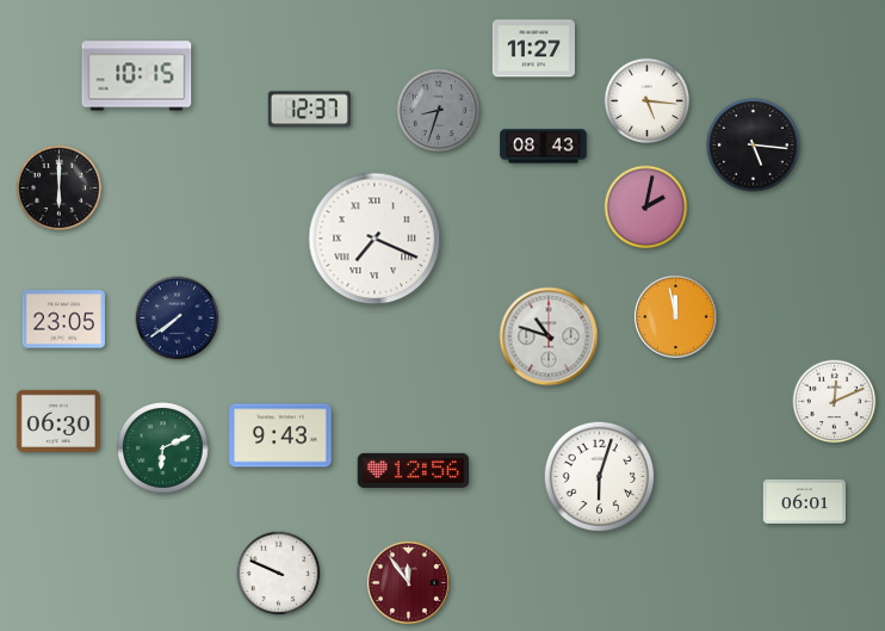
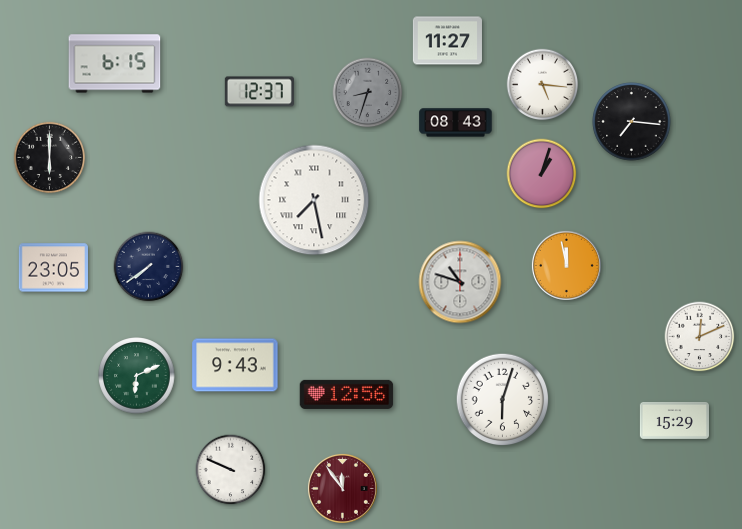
clock at (137, 76): 10:15 -> 6:15
clock at (754, 146): 5:16 -> 7:16
clock at (646, 208): 2:02 -> 1:03
clock at (375, 239): 7:19 -> 7:28
clock at (58, 421): 06:30 -> none
clock at (804, 501): 06:01 -> 15:29
clock at (279, 574) position: (279, 574) -> (231, 470)
